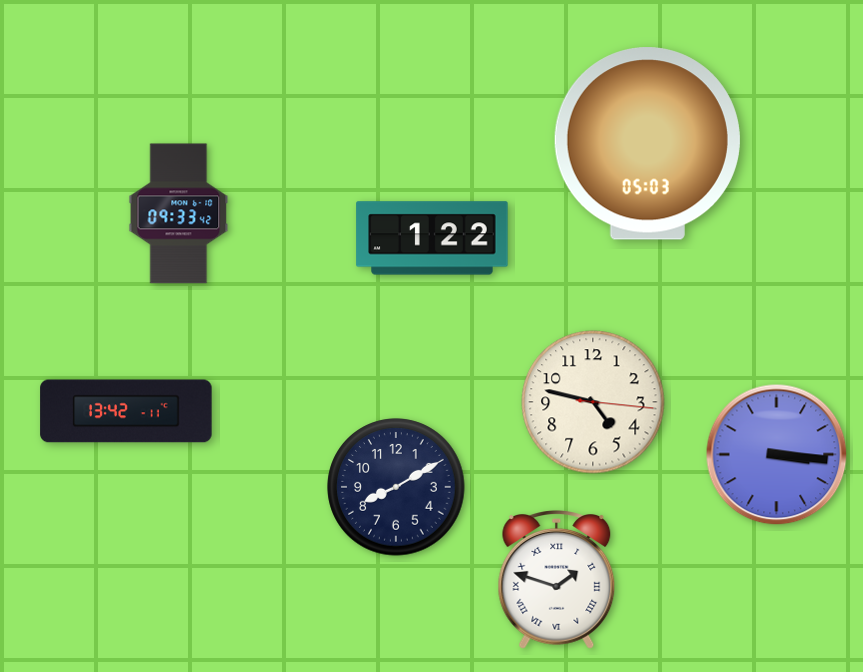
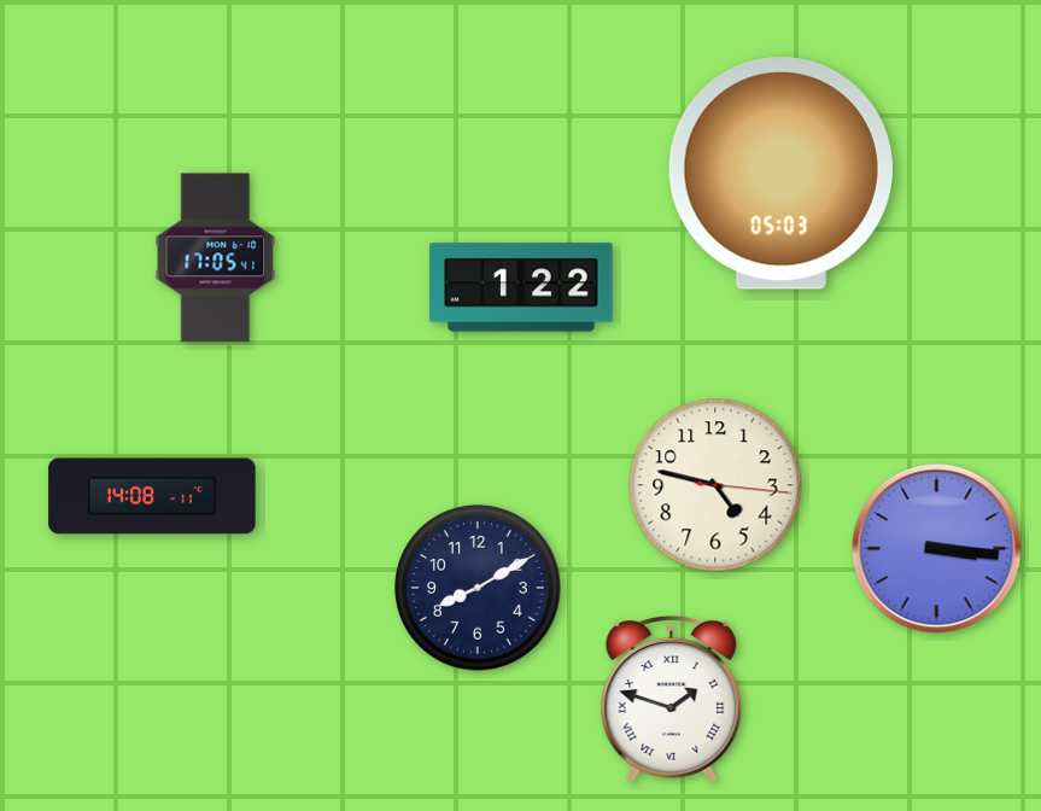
clock at (179, 214): 09:33 -> 17:05
clock at (126, 411): 13:42 -> 14:08
